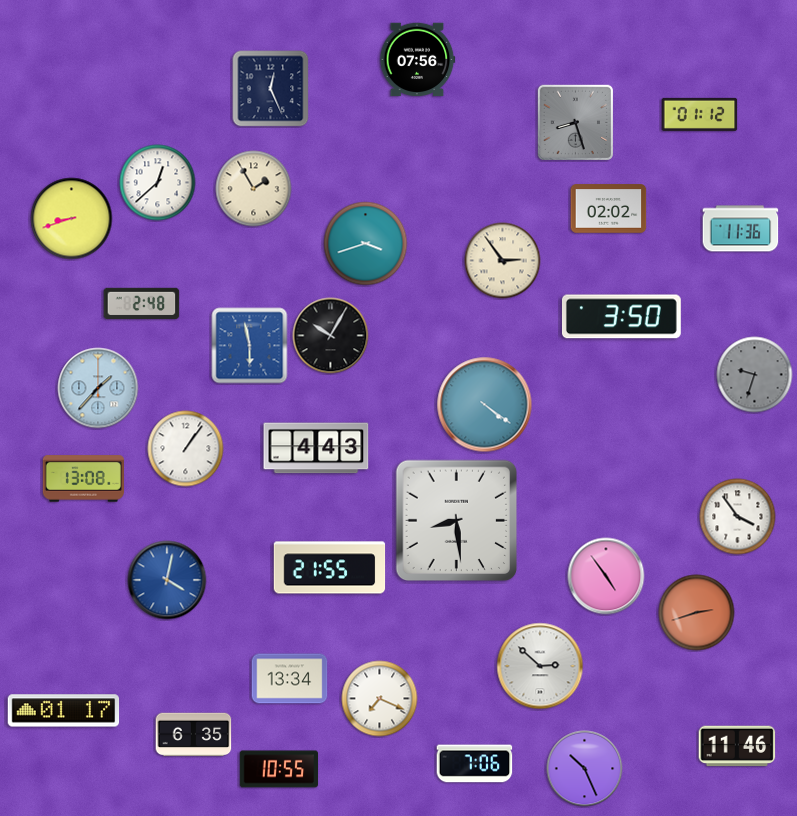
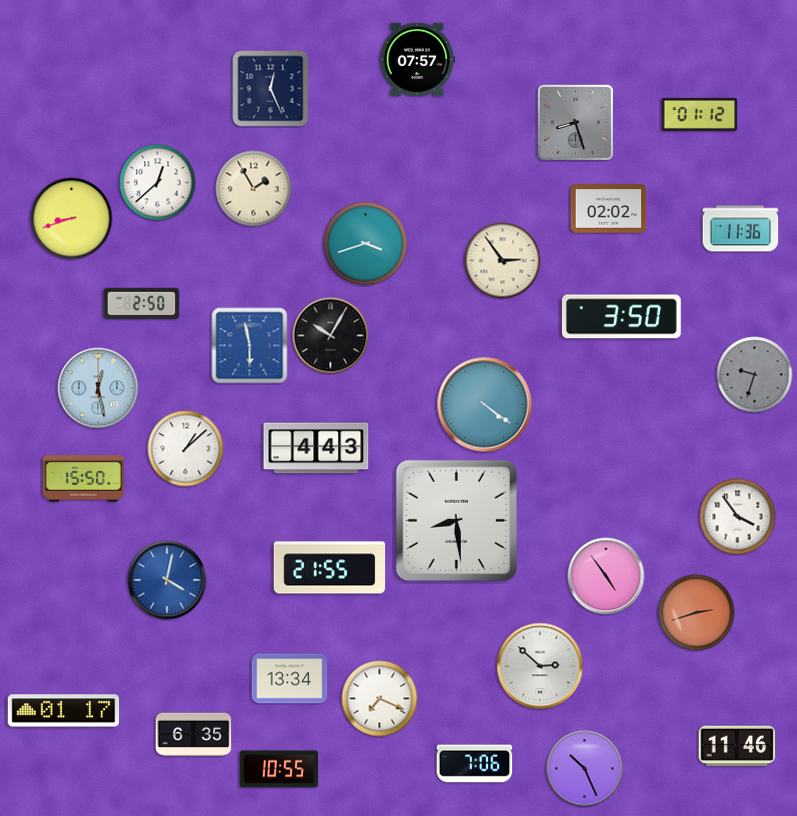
clock at (417, 60): 07:56 -> 07:57
clock at (142, 304): 2:48 -> 2:50
clock at (98, 388): 1:37 -> 12:28
clock at (186, 449): 1:06 -> 1:08
clock at (83, 479): 13:08 -> 15:50
